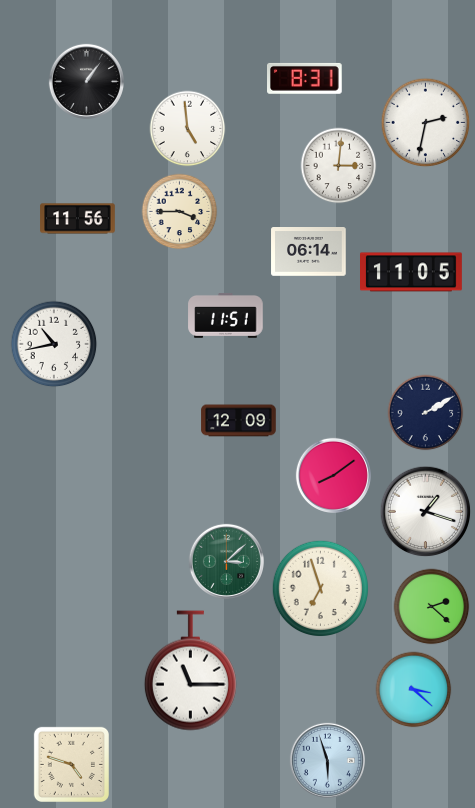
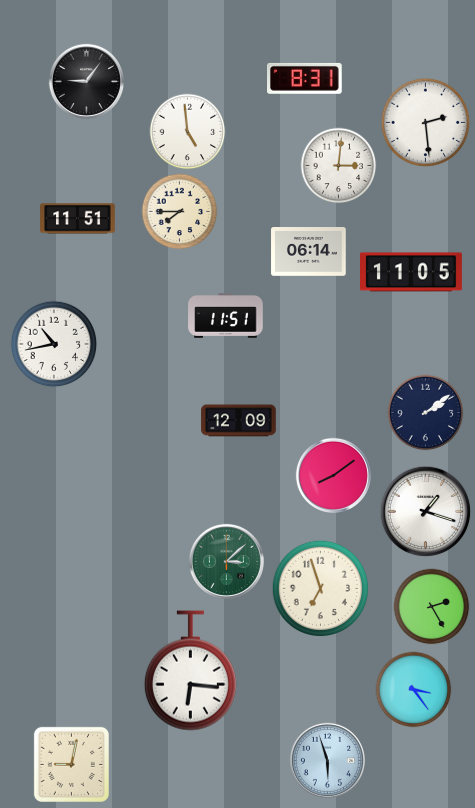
clock at (86, 81): 1:06 -> 9:06
clock at (426, 123): 2:32 -> 2:29
clock at (188, 129) position: (188, 129) -> (188, 132)
clock at (180, 212): 3:45 -> 7:45
clock at (78, 219): 11:56 -> 11:51
clock at (426, 413): 2:10 -> 2:09
clock at (432, 607): 2:22 -> 2:25
clock at (190, 671): 11:15 -> 6:16
clock at (414, 690): 3:22 -> 3:24
clock at (71, 764): 4:48 -> 9:02
